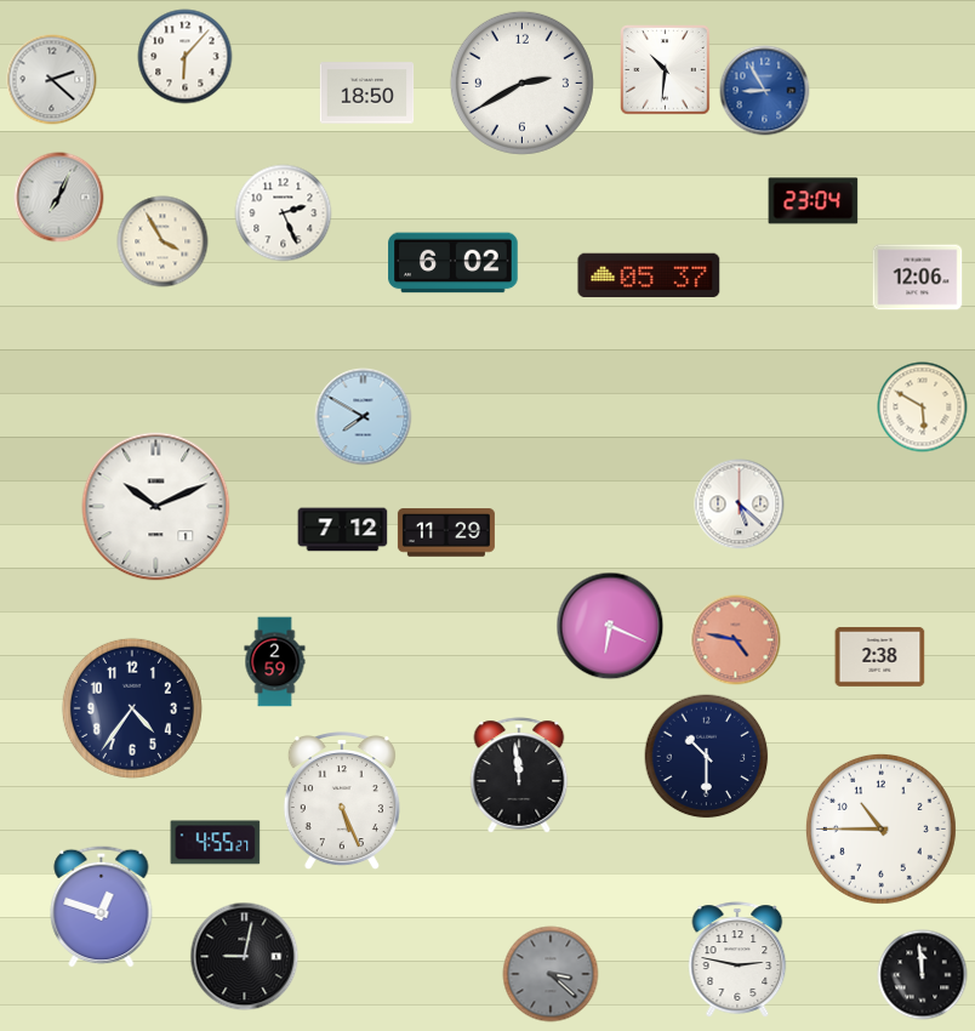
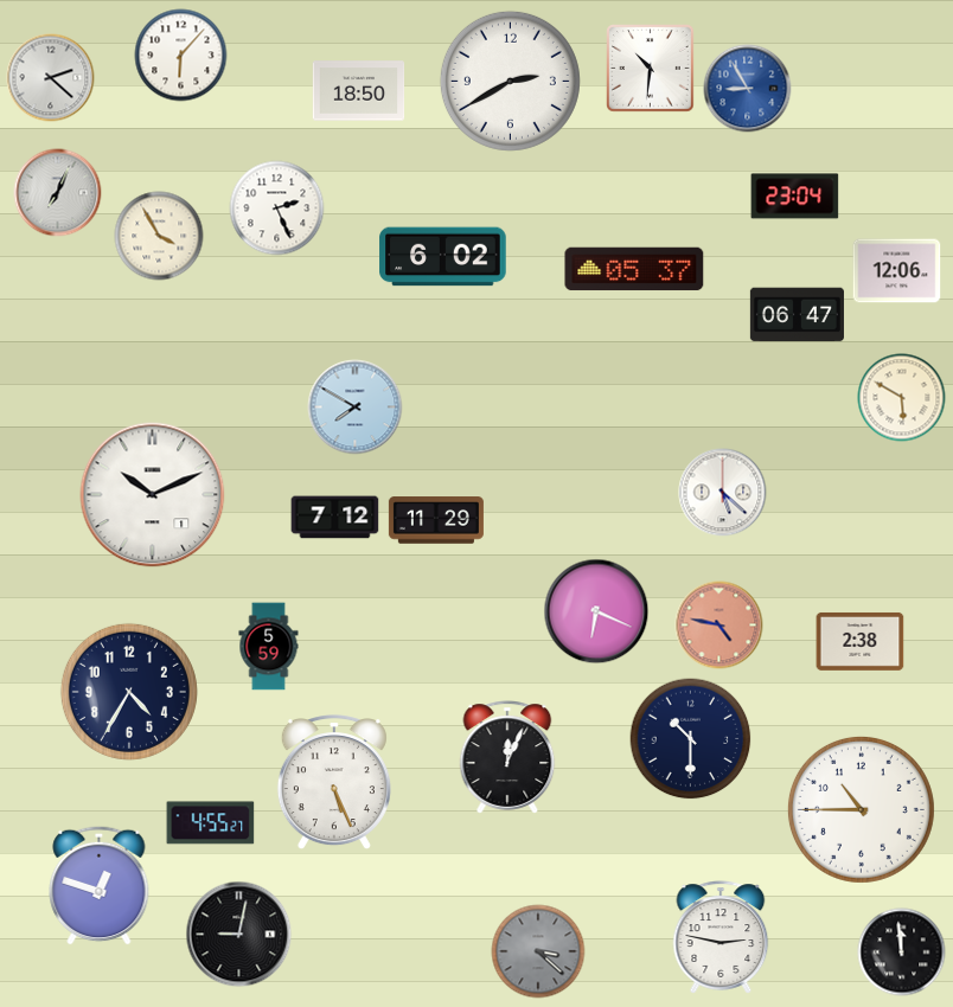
clock at (797, 315): none -> 06:47
clock at (275, 662): 2:59 -> 5:59
clock at (132, 708): 4:36 -> 4:35
clock at (519, 775): 11:59 -> 12:04
